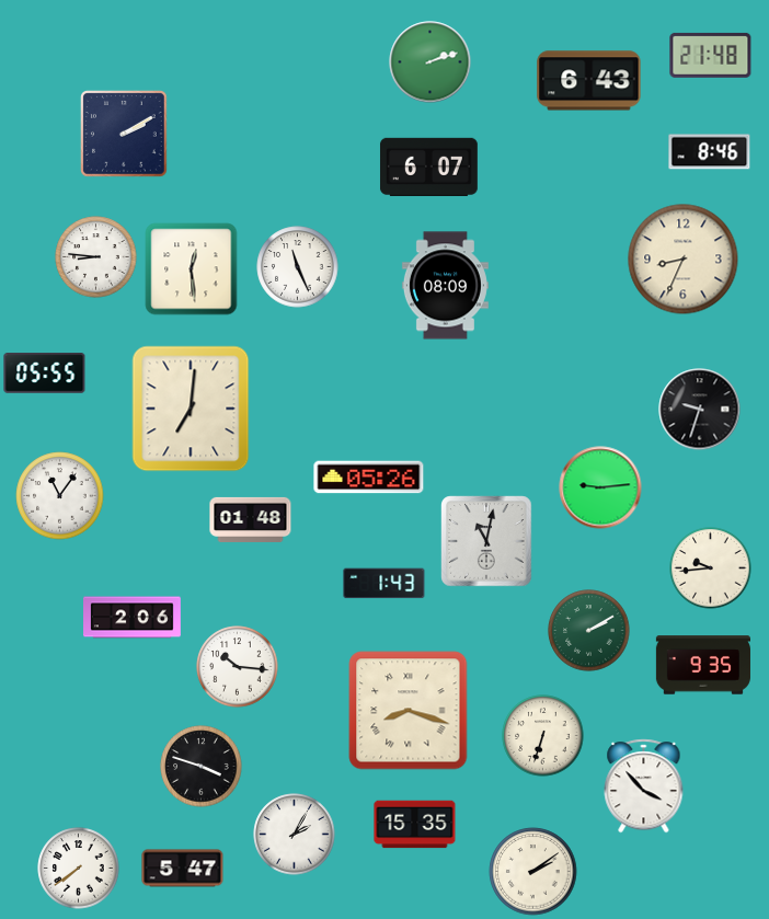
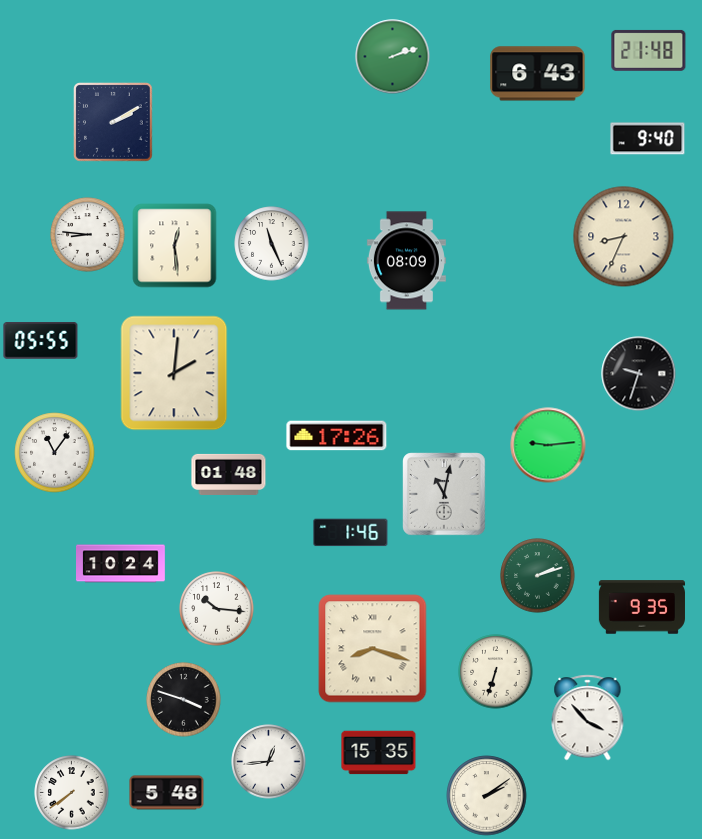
clock at (710, 152): 8:46 -> 9:40
clock at (428, 166): 6:07 -> none
clock at (191, 409): 7:01 -> 2:01
clock at (369, 478): 05:26 -> 17:26
clock at (711, 568): 9:44 -> none
clock at (384, 584): 1:43 -> 1:46
clock at (133, 618): 2:06 -> 10:24
clock at (589, 631): 2:10 -> 2:12
clock at (295, 835): 2:05 -> 12:44
clock at (183, 869): 5:47 -> 5:48
